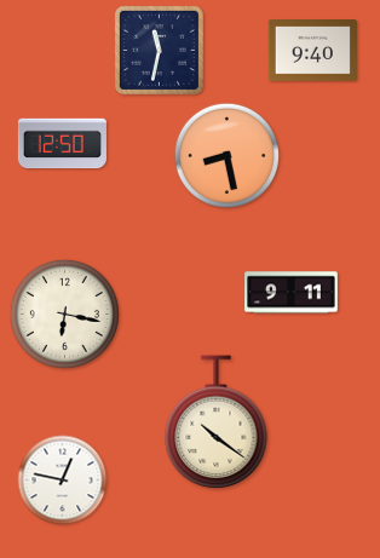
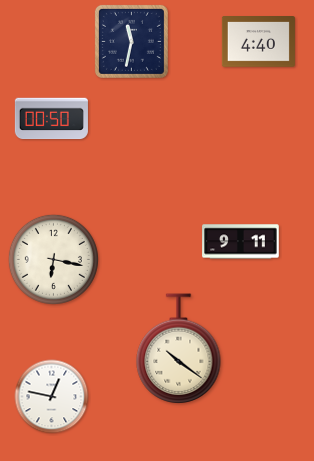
clock at (312, 51): 9:40 -> 4:40
clock at (62, 144): 12:50 -> 00:50
clock at (226, 155): 8:28 -> none
